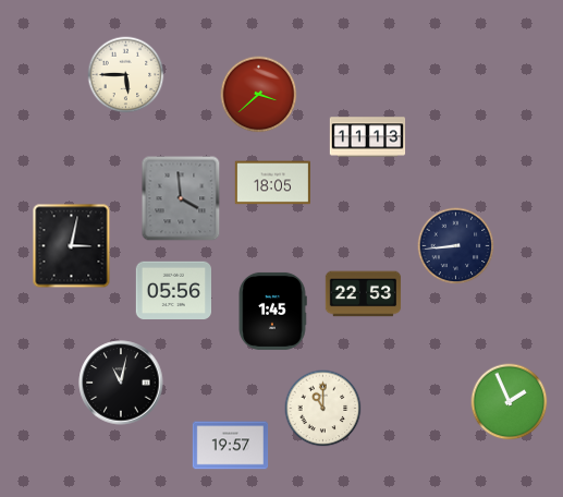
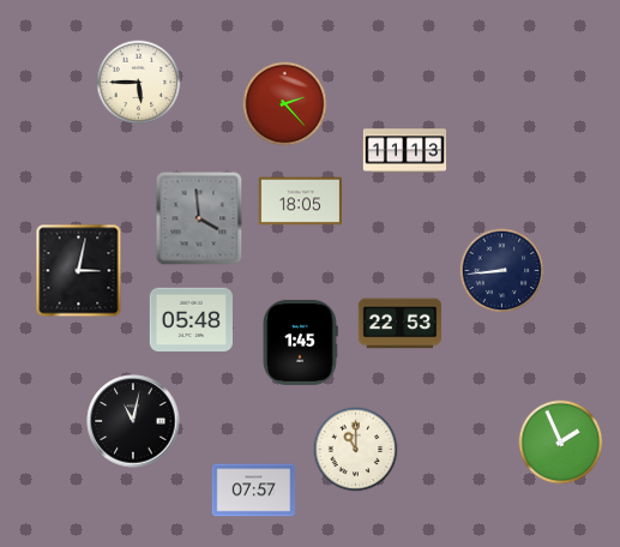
clock at (259, 95): 3:38 -> 2:23
clock at (174, 290): 05:56 -> 05:48
clock at (231, 446): 19:57 -> 07:57
